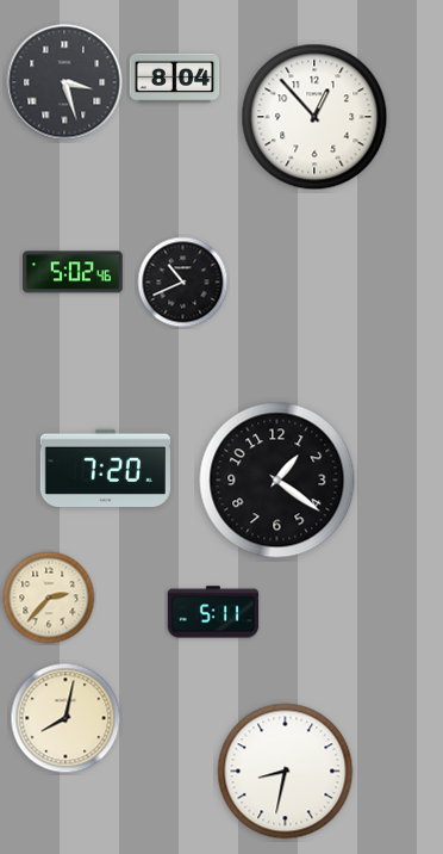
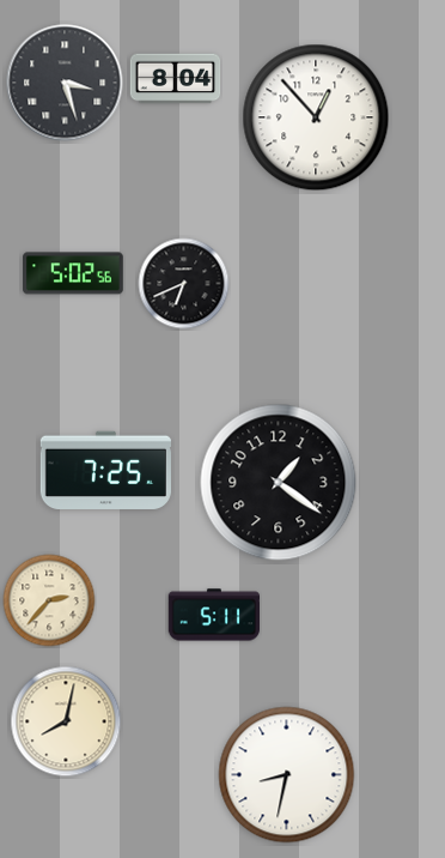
clock at (73, 272): 5:02:46 -> 5:02:56
clock at (183, 283): 10:41 -> 6:41
clock at (105, 468): 7:20 -> 7:25
